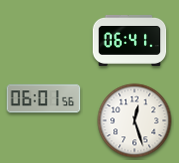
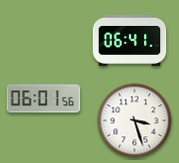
clock at (135, 121): 12:27 -> 3:27
